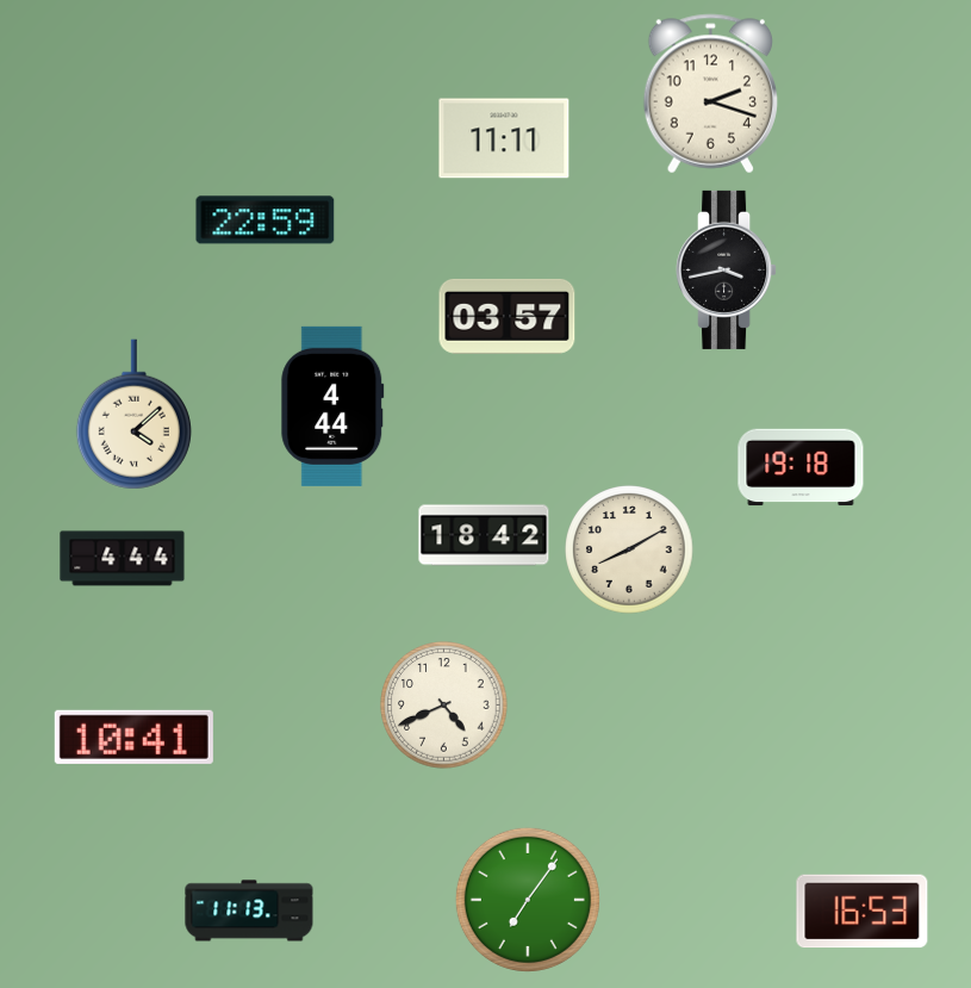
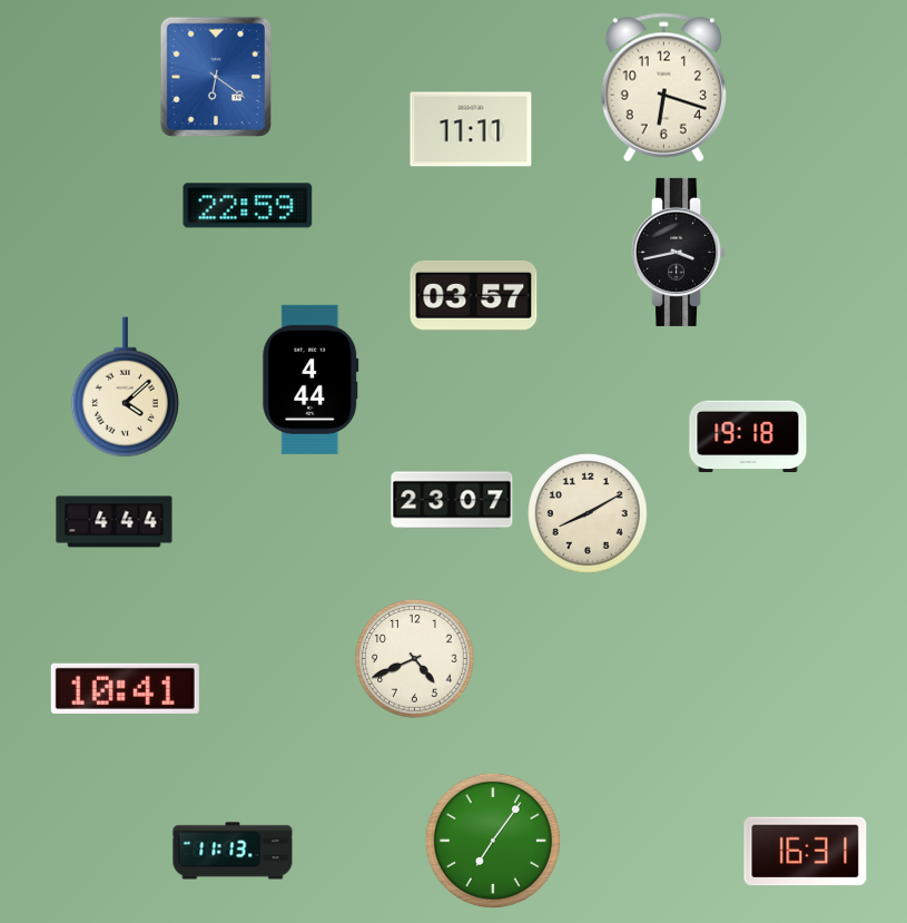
clock at (215, 76): none -> 6:21
clock at (710, 94): 2:18 -> 6:18
clock at (484, 535): 18:42 -> 23:07
clock at (863, 912): 16:53 -> 16:31
